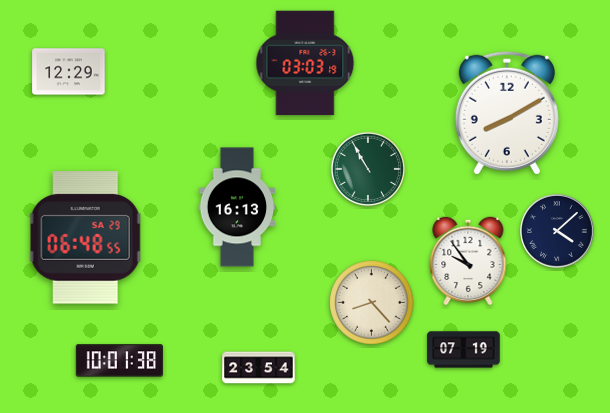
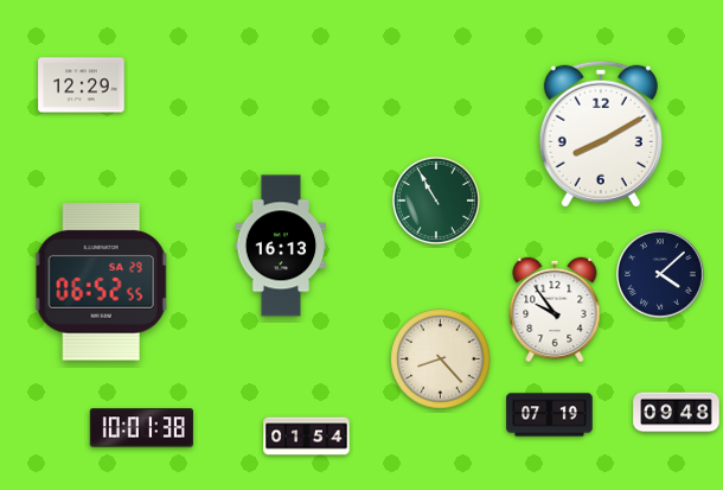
clock at (305, 63): 03:03 -> none
clock at (85, 238): 06:48 -> 06:52
clock at (677, 413): none -> 09:48
clock at (259, 368): 23:54 -> 01:54
